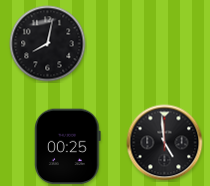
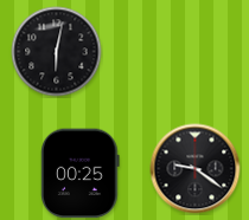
clock at (48, 44): 8:02 -> 6:02
clock at (165, 143): 4:59 -> 9:21
